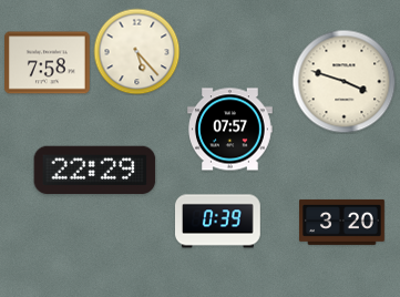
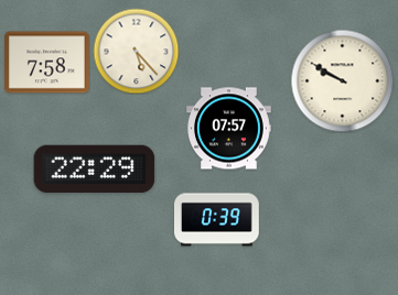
clock at (343, 81): 3:48 -> 9:50
clock at (342, 222): 3:20 -> none
